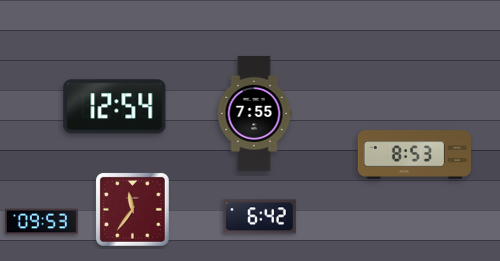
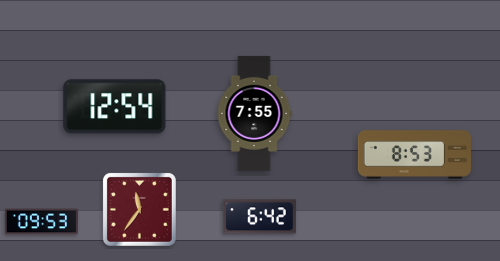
clock at (132, 209) position: (132, 209) -> (139, 209)
